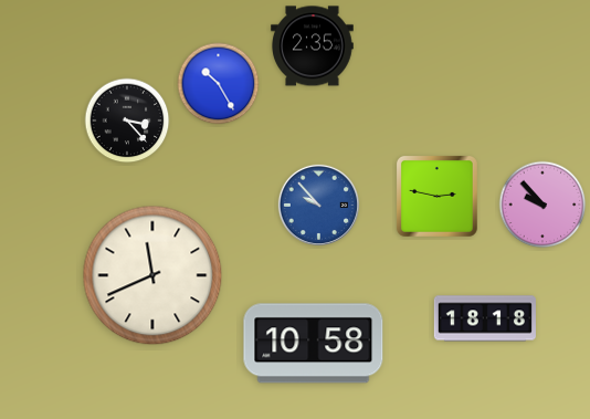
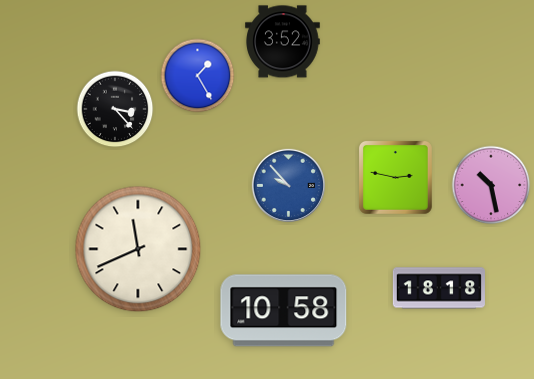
clock at (313, 46): 2:35 -> 3:52
clock at (219, 84): 10:25 -> 1:25
clock at (542, 205): 9:53 -> 10:28
